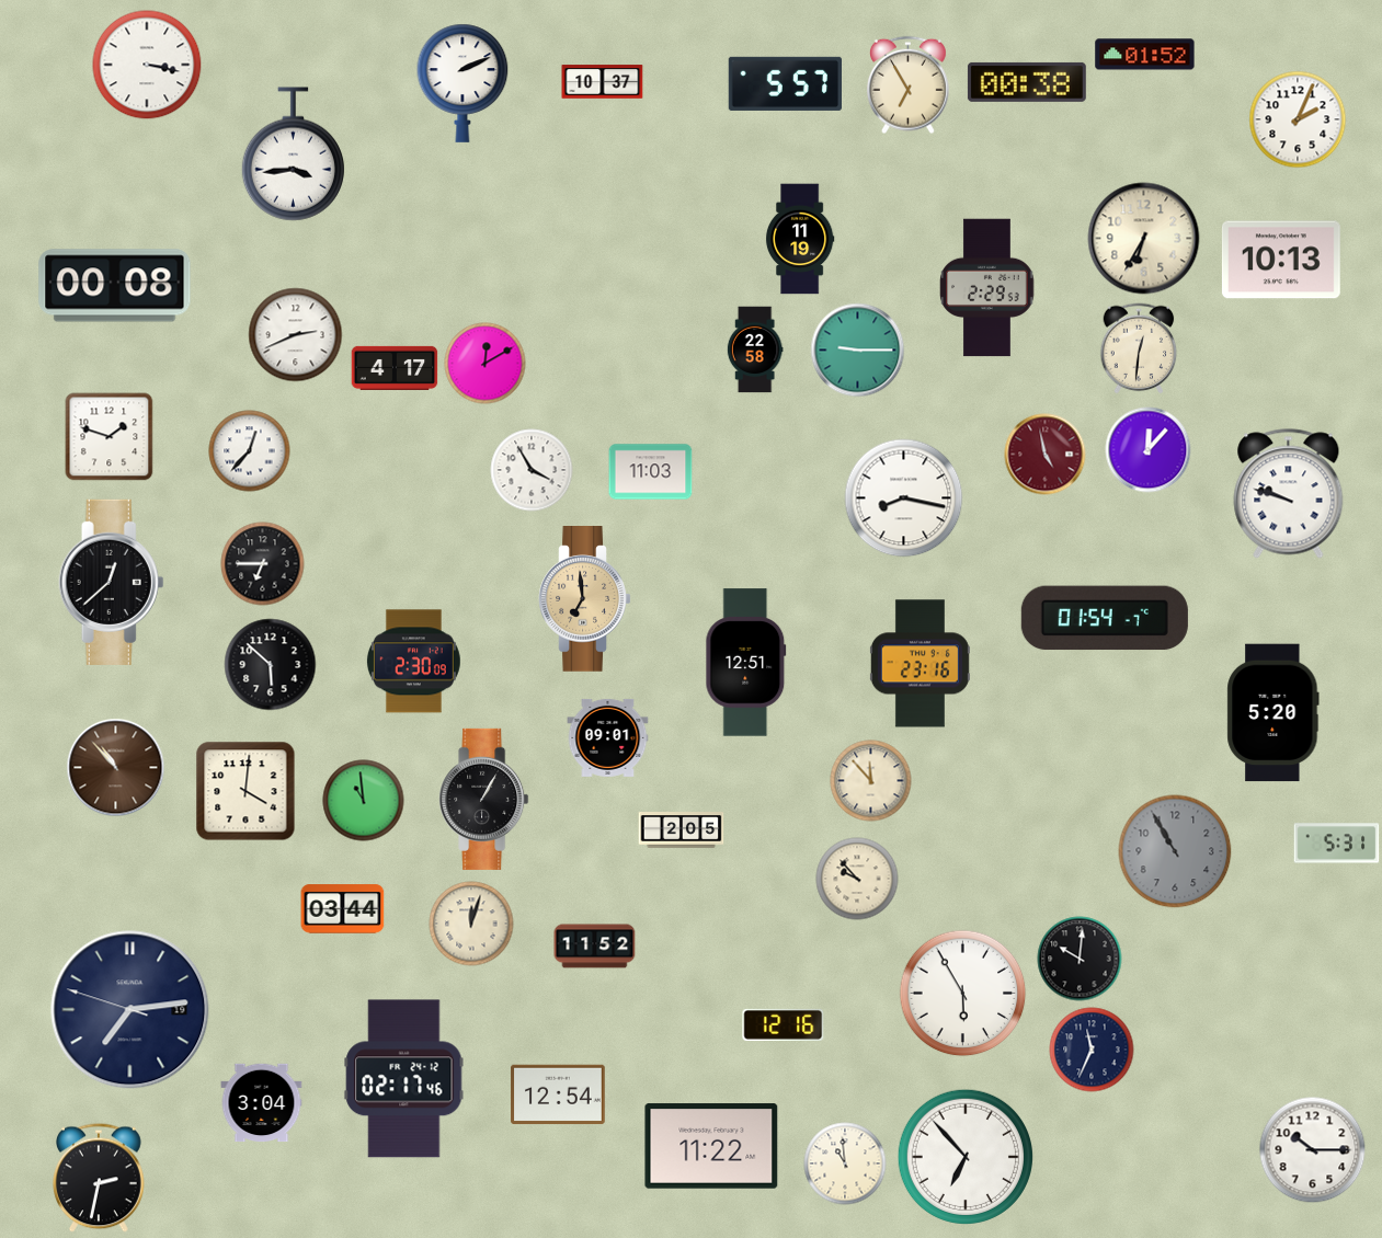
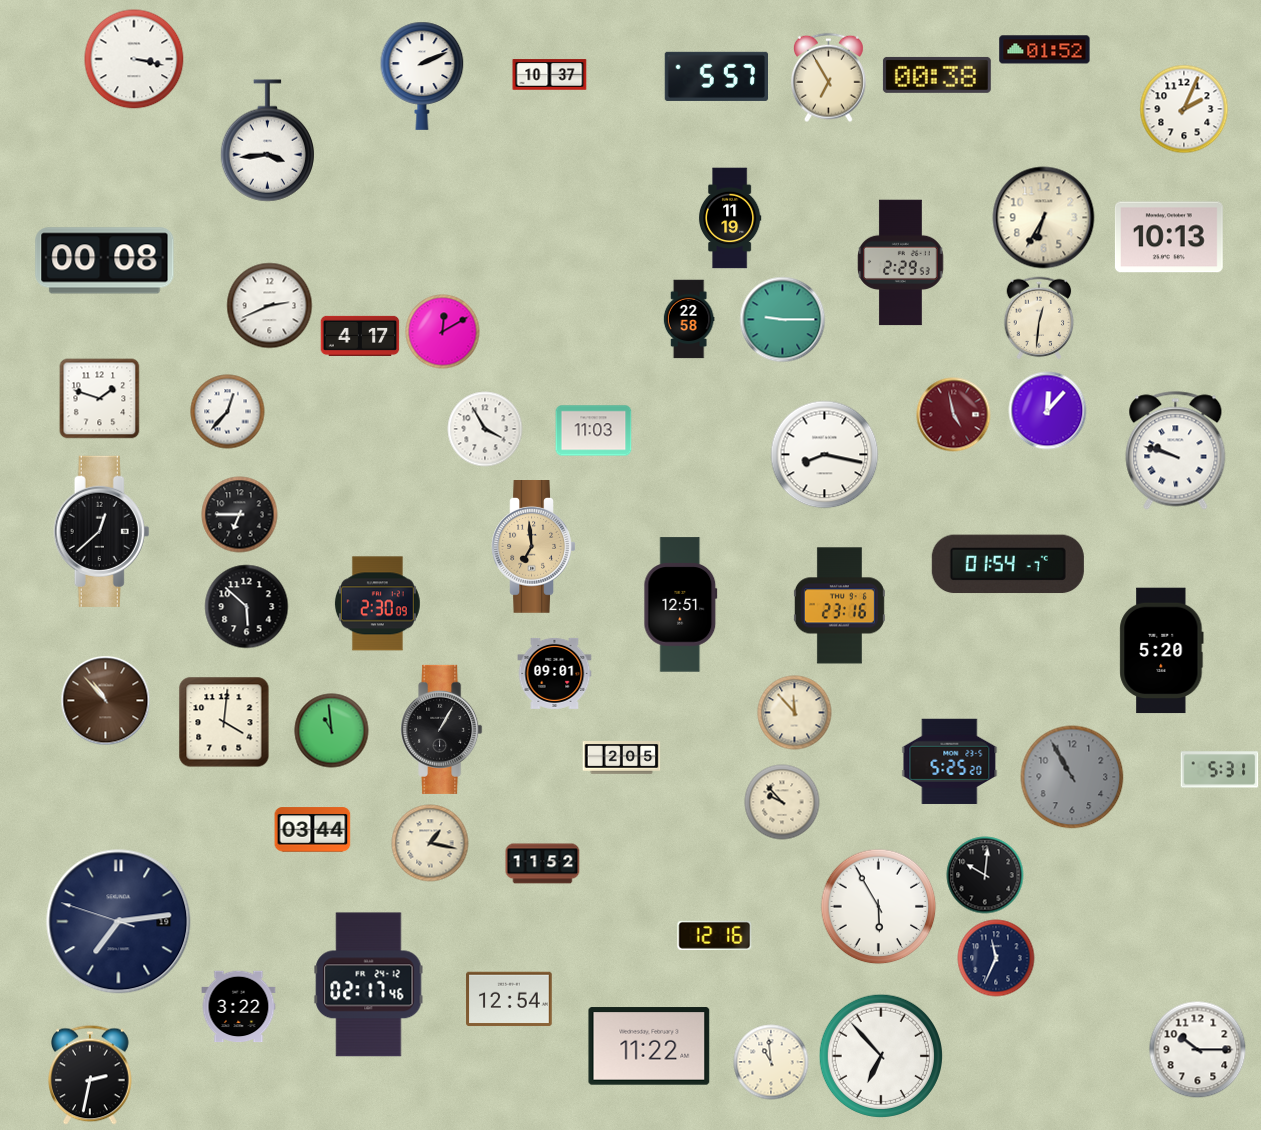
clock at (950, 761): none -> 5:25
clock at (471, 924): 12:03 -> 1:17
clock at (262, 1103): 3:04 -> 3:22
